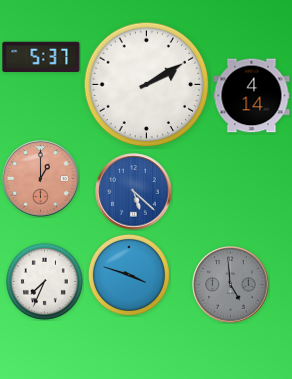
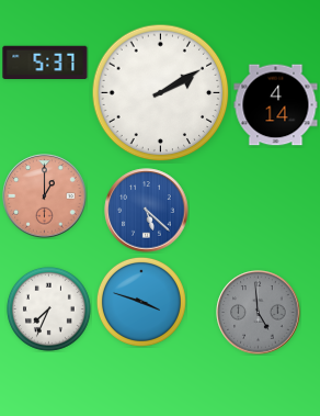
clock at (231, 285) position: (231, 285) -> (259, 313)
